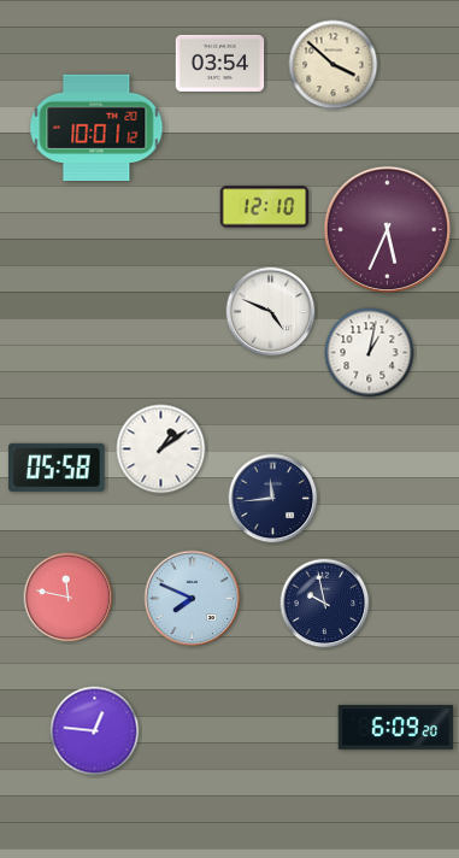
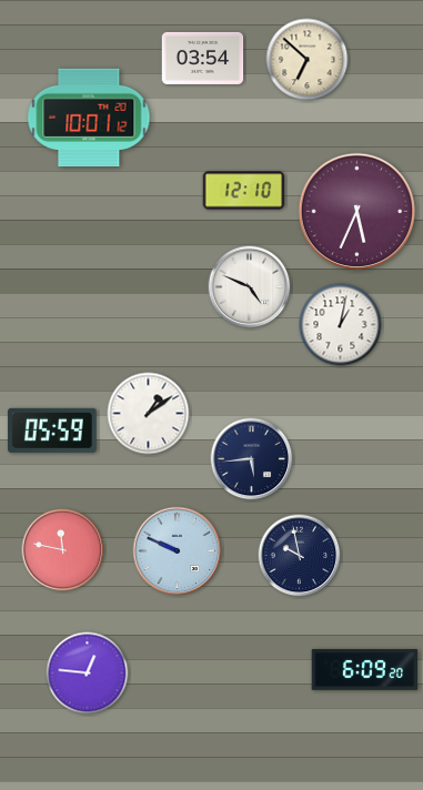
clock at (334, 65): 3:52 -> 6:52
clock at (57, 468): 05:58 -> 05:59
clock at (273, 499): 11:44 -> 5:44
clock at (193, 599): 7:49 -> 9:49
